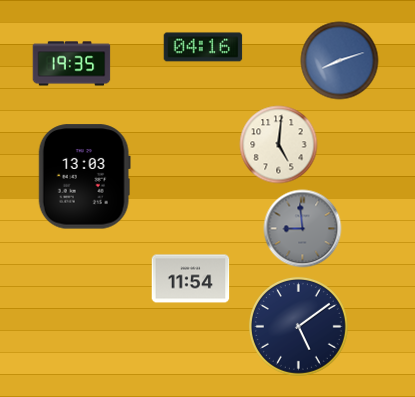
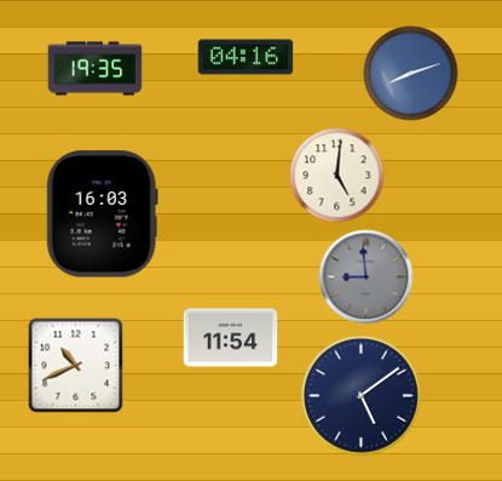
clock at (71, 64) position: (71, 64) -> (94, 69)
clock at (84, 177): 13:03 -> 16:03
clock at (75, 365): none -> 10:41
